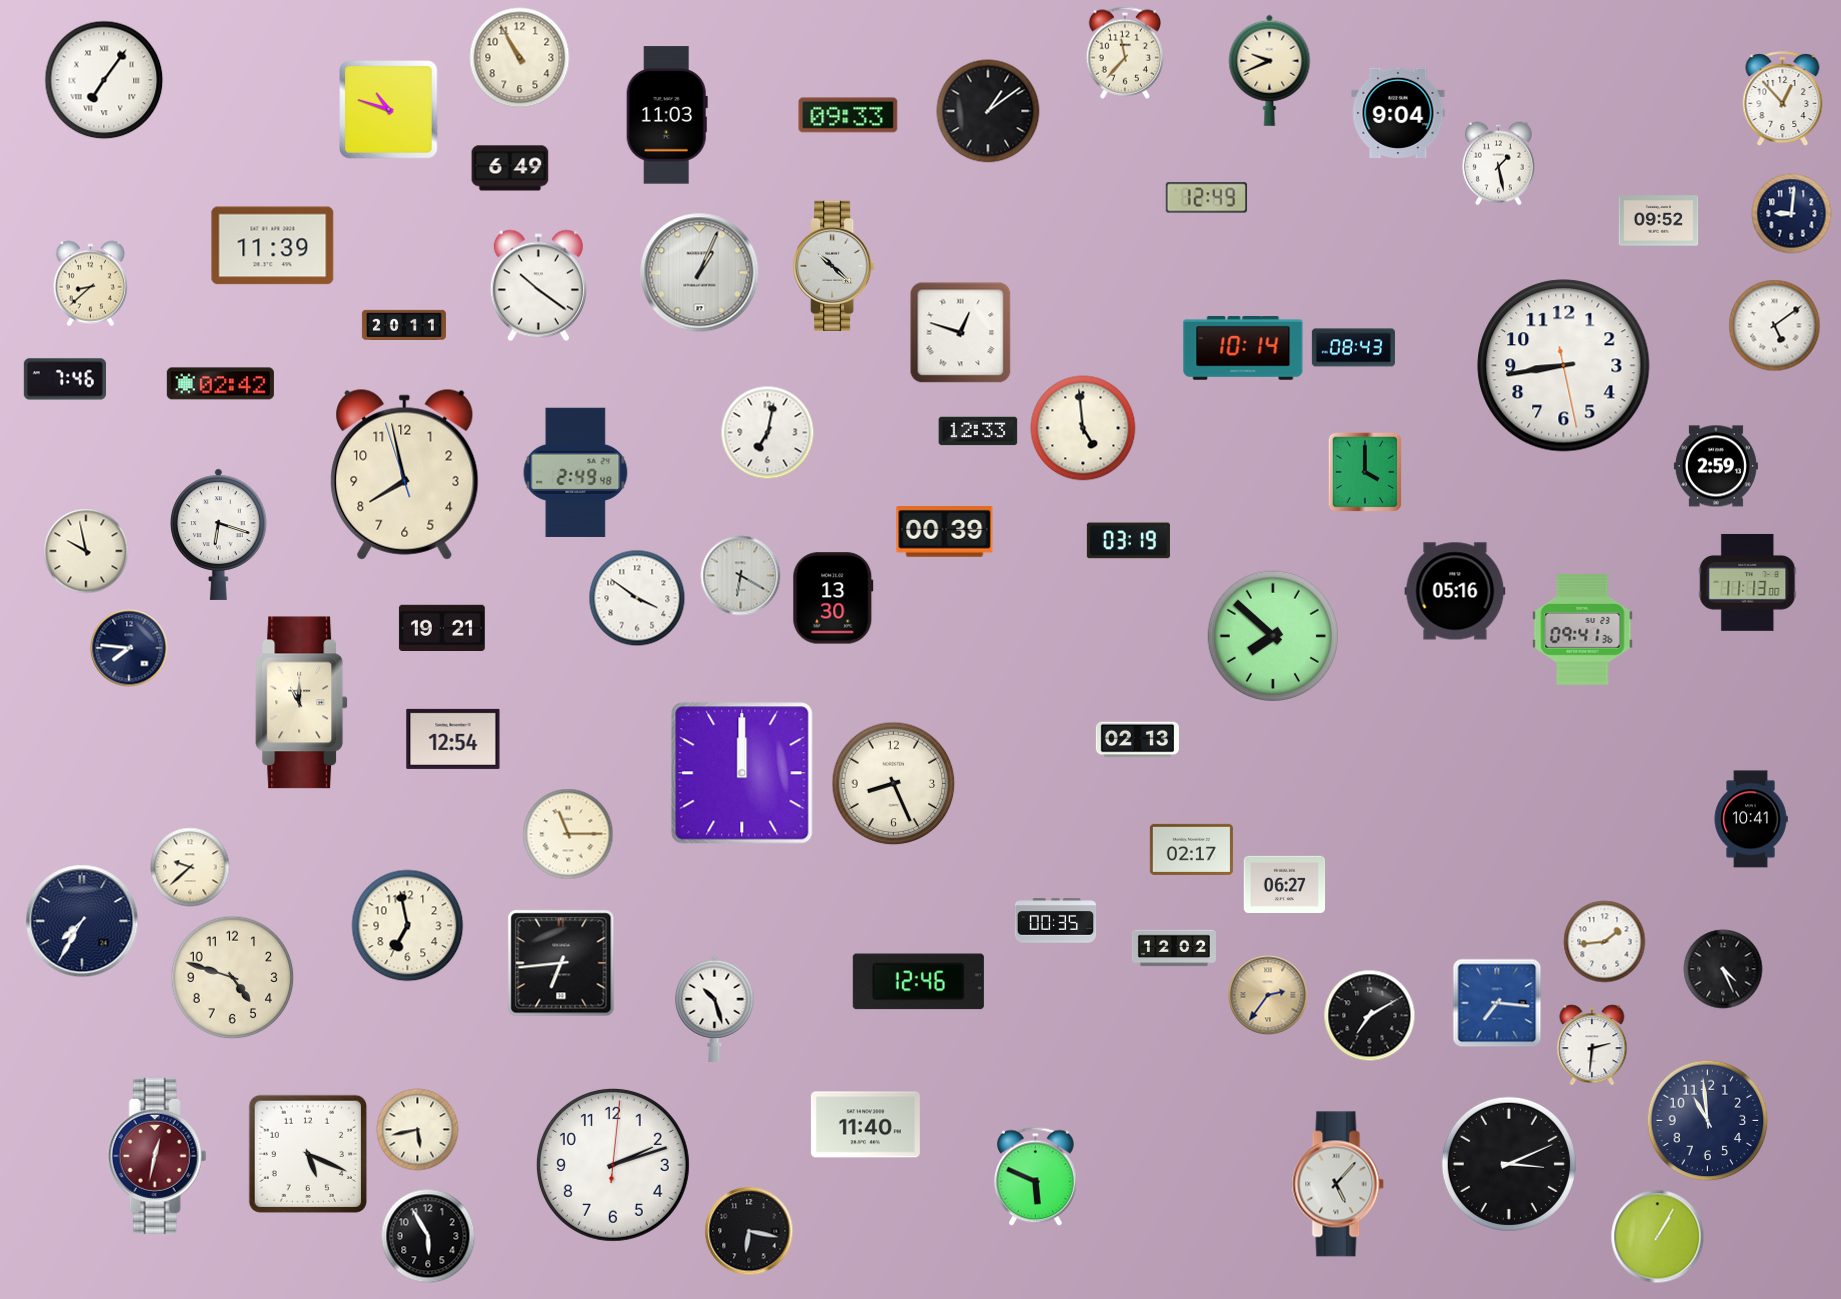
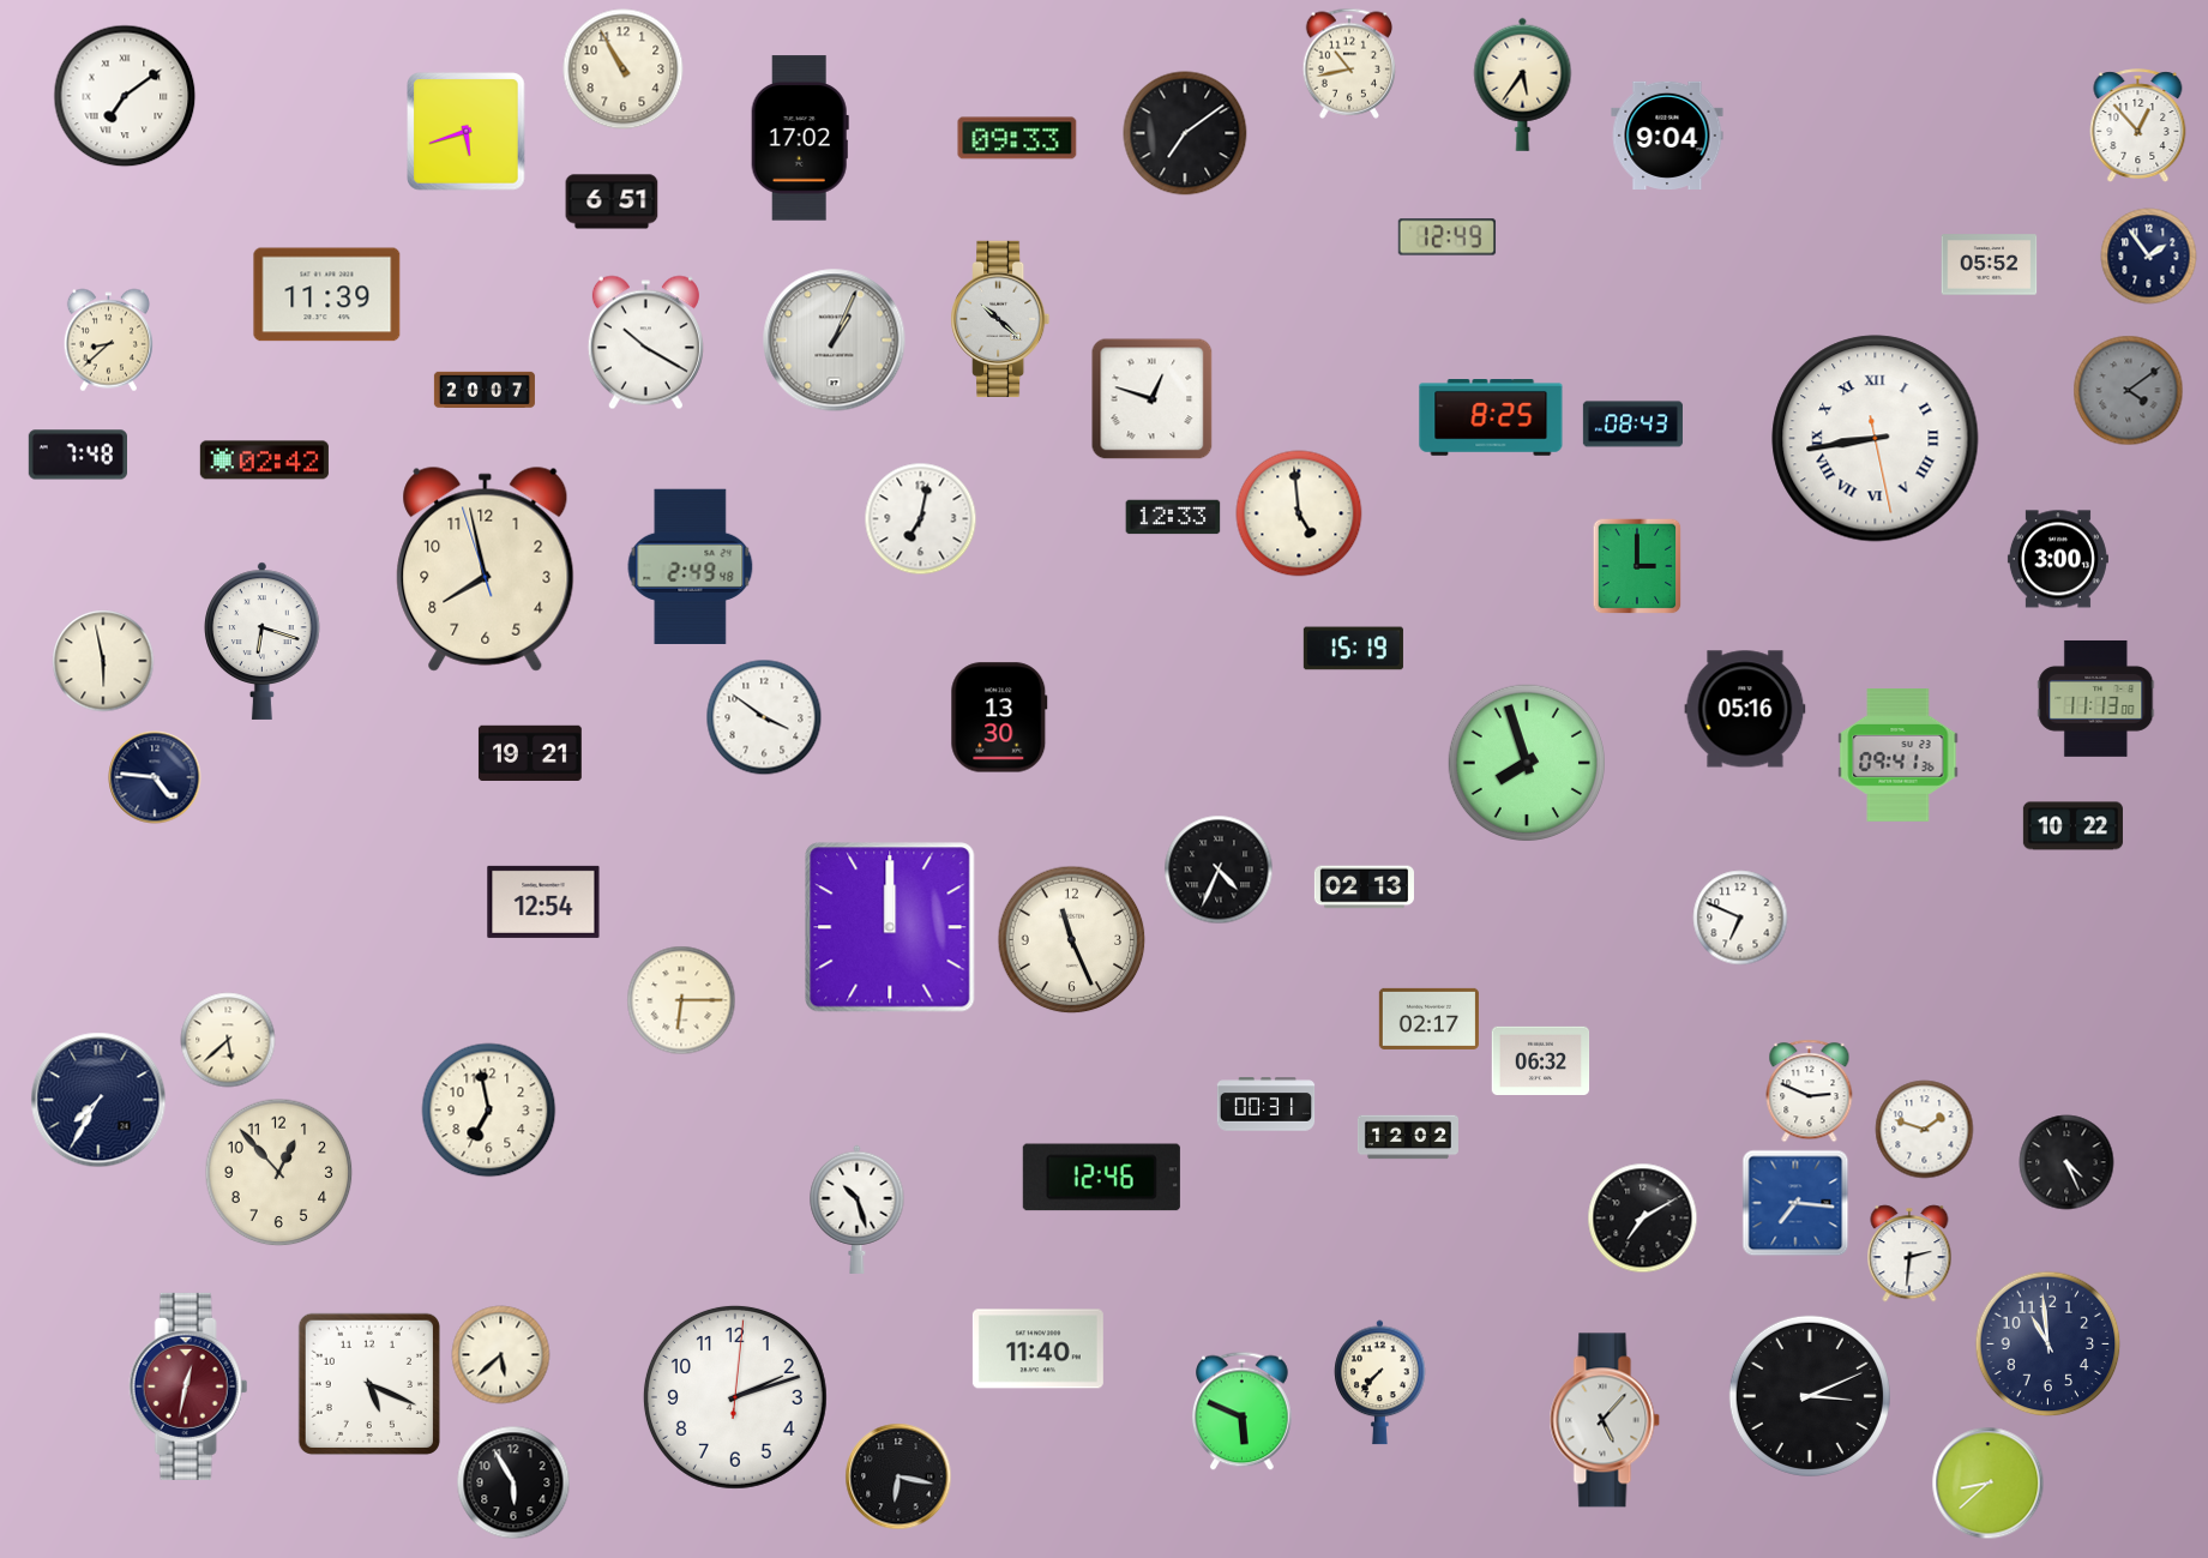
clock at (1125, 53): 11:37 -> 10:43
clock at (1270, 70): 9:41 -> 5:36
clock at (104, 80): 7:06 -> 7:09
clock at (1783, 98) position: (1783, 98) -> (2138, 125)
clock at (389, 110): 10:48 -> 5:42
clock at (988, 111): 1:09 -> 7:09
clock at (1398, 112) position: (1398, 112) -> (1667, 134)
clock at (667, 115): 11:03 -> 17:02
clock at (1498, 164): 1:28 -> none
clock at (510, 168): 6:49 -> 6:51
clock at (1792, 214): 9:01 -> 1:54
clock at (1659, 221): 09:52 -> 05:52
clock at (700, 273) position: (700, 273) -> (835, 341)
clock at (538, 286): 10:21 -> 10:20
clock at (404, 325): 20:11 -> 20:07
clock at (1775, 326): 5:09 -> 4:09
clock at (1775, 326) dial: white -> grey
clock at (1353, 348) position: (1353, 348) -> (1632, 425)
clock at (1243, 349): 10:14 -> 8:25
clock at (1564, 366) numerals: Arabic -> Roman
clock at (64, 379): 7:46 -> 7:48
clock at (1716, 466): 2:59 -> 3:00
clock at (1365, 472): 4:00 -> 3:00
clock at (945, 532): 00:39 -> none
clock at (1128, 541): 03:19 -> 15:19
clock at (86, 551): 9:58 -> 5:58
clock at (741, 576): 6:20 -> none
clock at (1272, 635): 7:52 -> 7:57
clock at (129, 648): 7:46 -> 4:46
clock at (2072, 826): none -> 10:22
clock at (302, 703): 11:00 -> none
clock at (1219, 870): none -> 4:34
clock at (453, 739) position: (453, 739) -> (543, 902)
clock at (1740, 918): none -> 6:49
clock at (894, 784): 8:26 -> 11:26
clock at (1751, 819): 10:41 -> none
clock at (568, 834): 11:15 -> 6:15
clock at (190, 867): 9:38 -> 5:38
clock at (1285, 884): 06:27 -> 06:32
clock at (1810, 1091): none -> 2:49
clock at (82, 921) position: (82, 921) -> (98, 1100)
clock at (1056, 921): 00:35 -> 00:31
clock at (1605, 942): 1:44 -> 1:48
clock at (561, 963): 6:44 -> none
clock at (233, 978): 4:48 -> 12:53
clock at (1268, 995): 2:36 -> none
clock at (418, 1130): 5:43 -> 5:38
clock at (1380, 1383): none -> 7:37
clock at (1658, 1237): 1:05 -> 8:38
